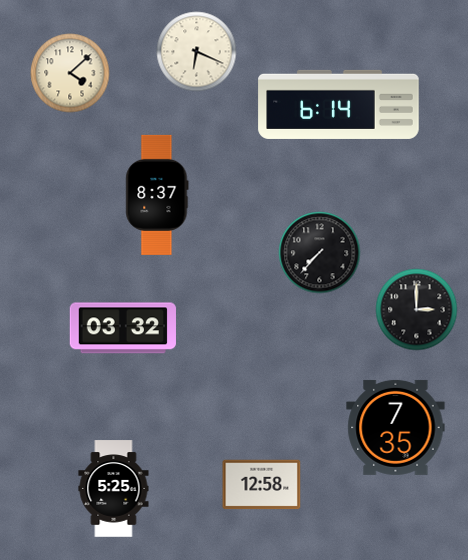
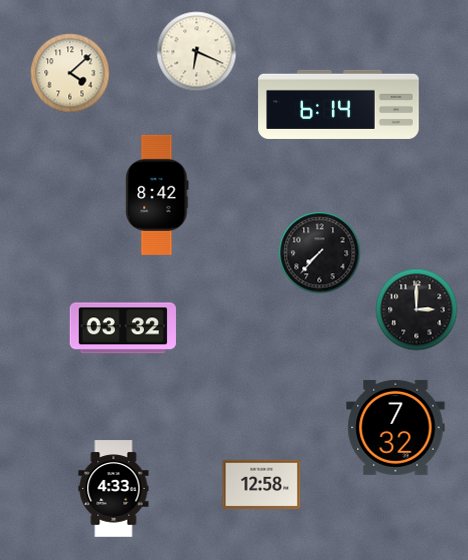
clock at (157, 195): 8:37 -> 8:42
clock at (396, 427): 7:35 -> 7:32
clock at (114, 489): 5:25 -> 4:33
